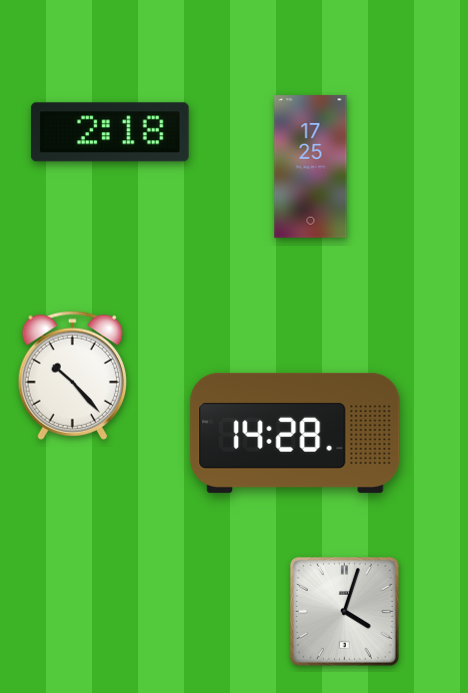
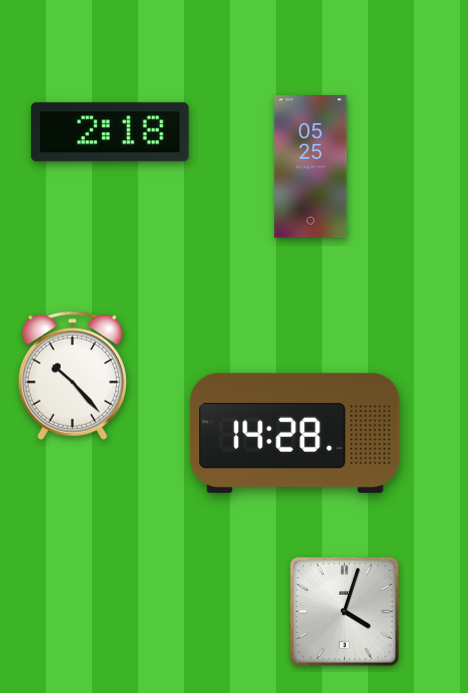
clock at (311, 167): 17:25 -> 05:25
